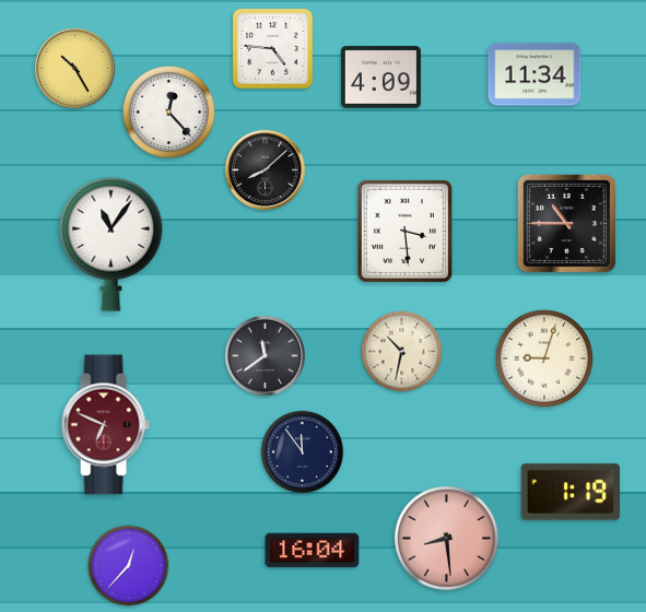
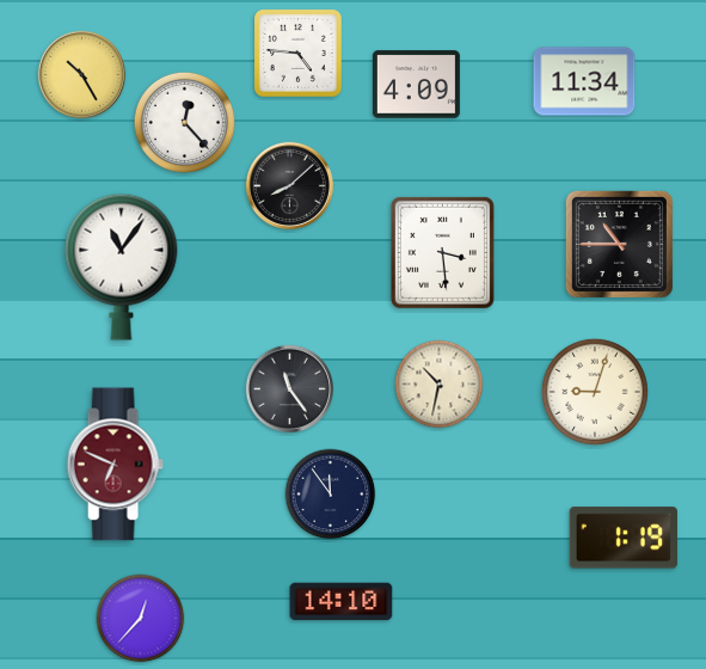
clock at (265, 355): 11:39 -> 11:24
clock at (447, 539): 8:29 -> none
clock at (313, 551): 16:04 -> 14:10
